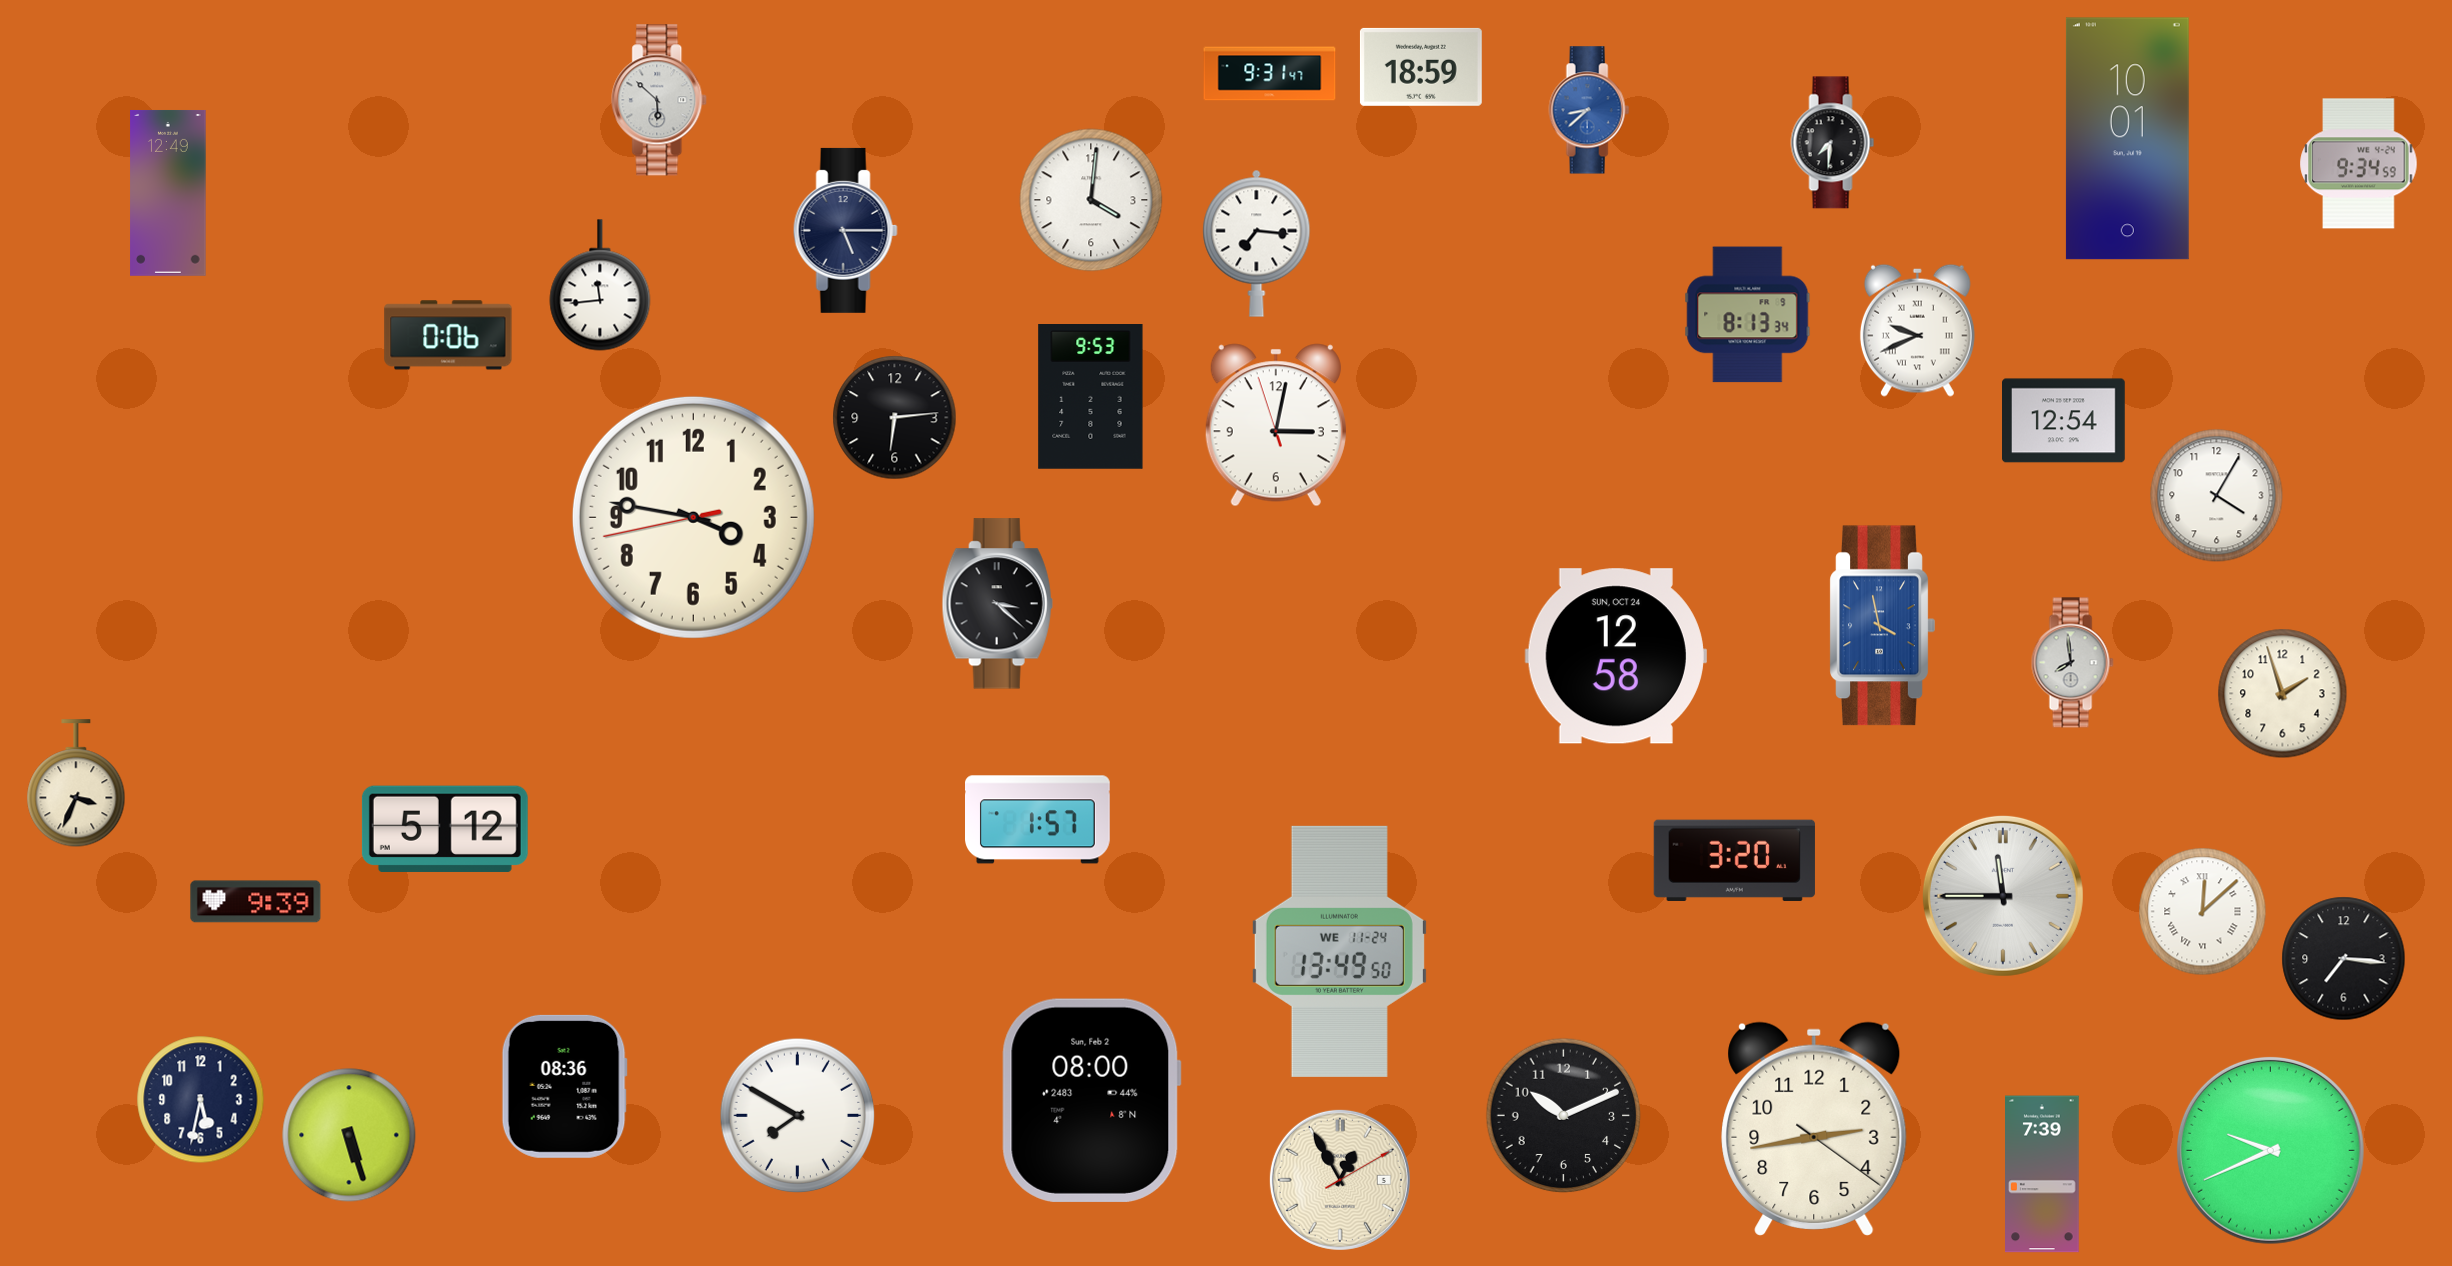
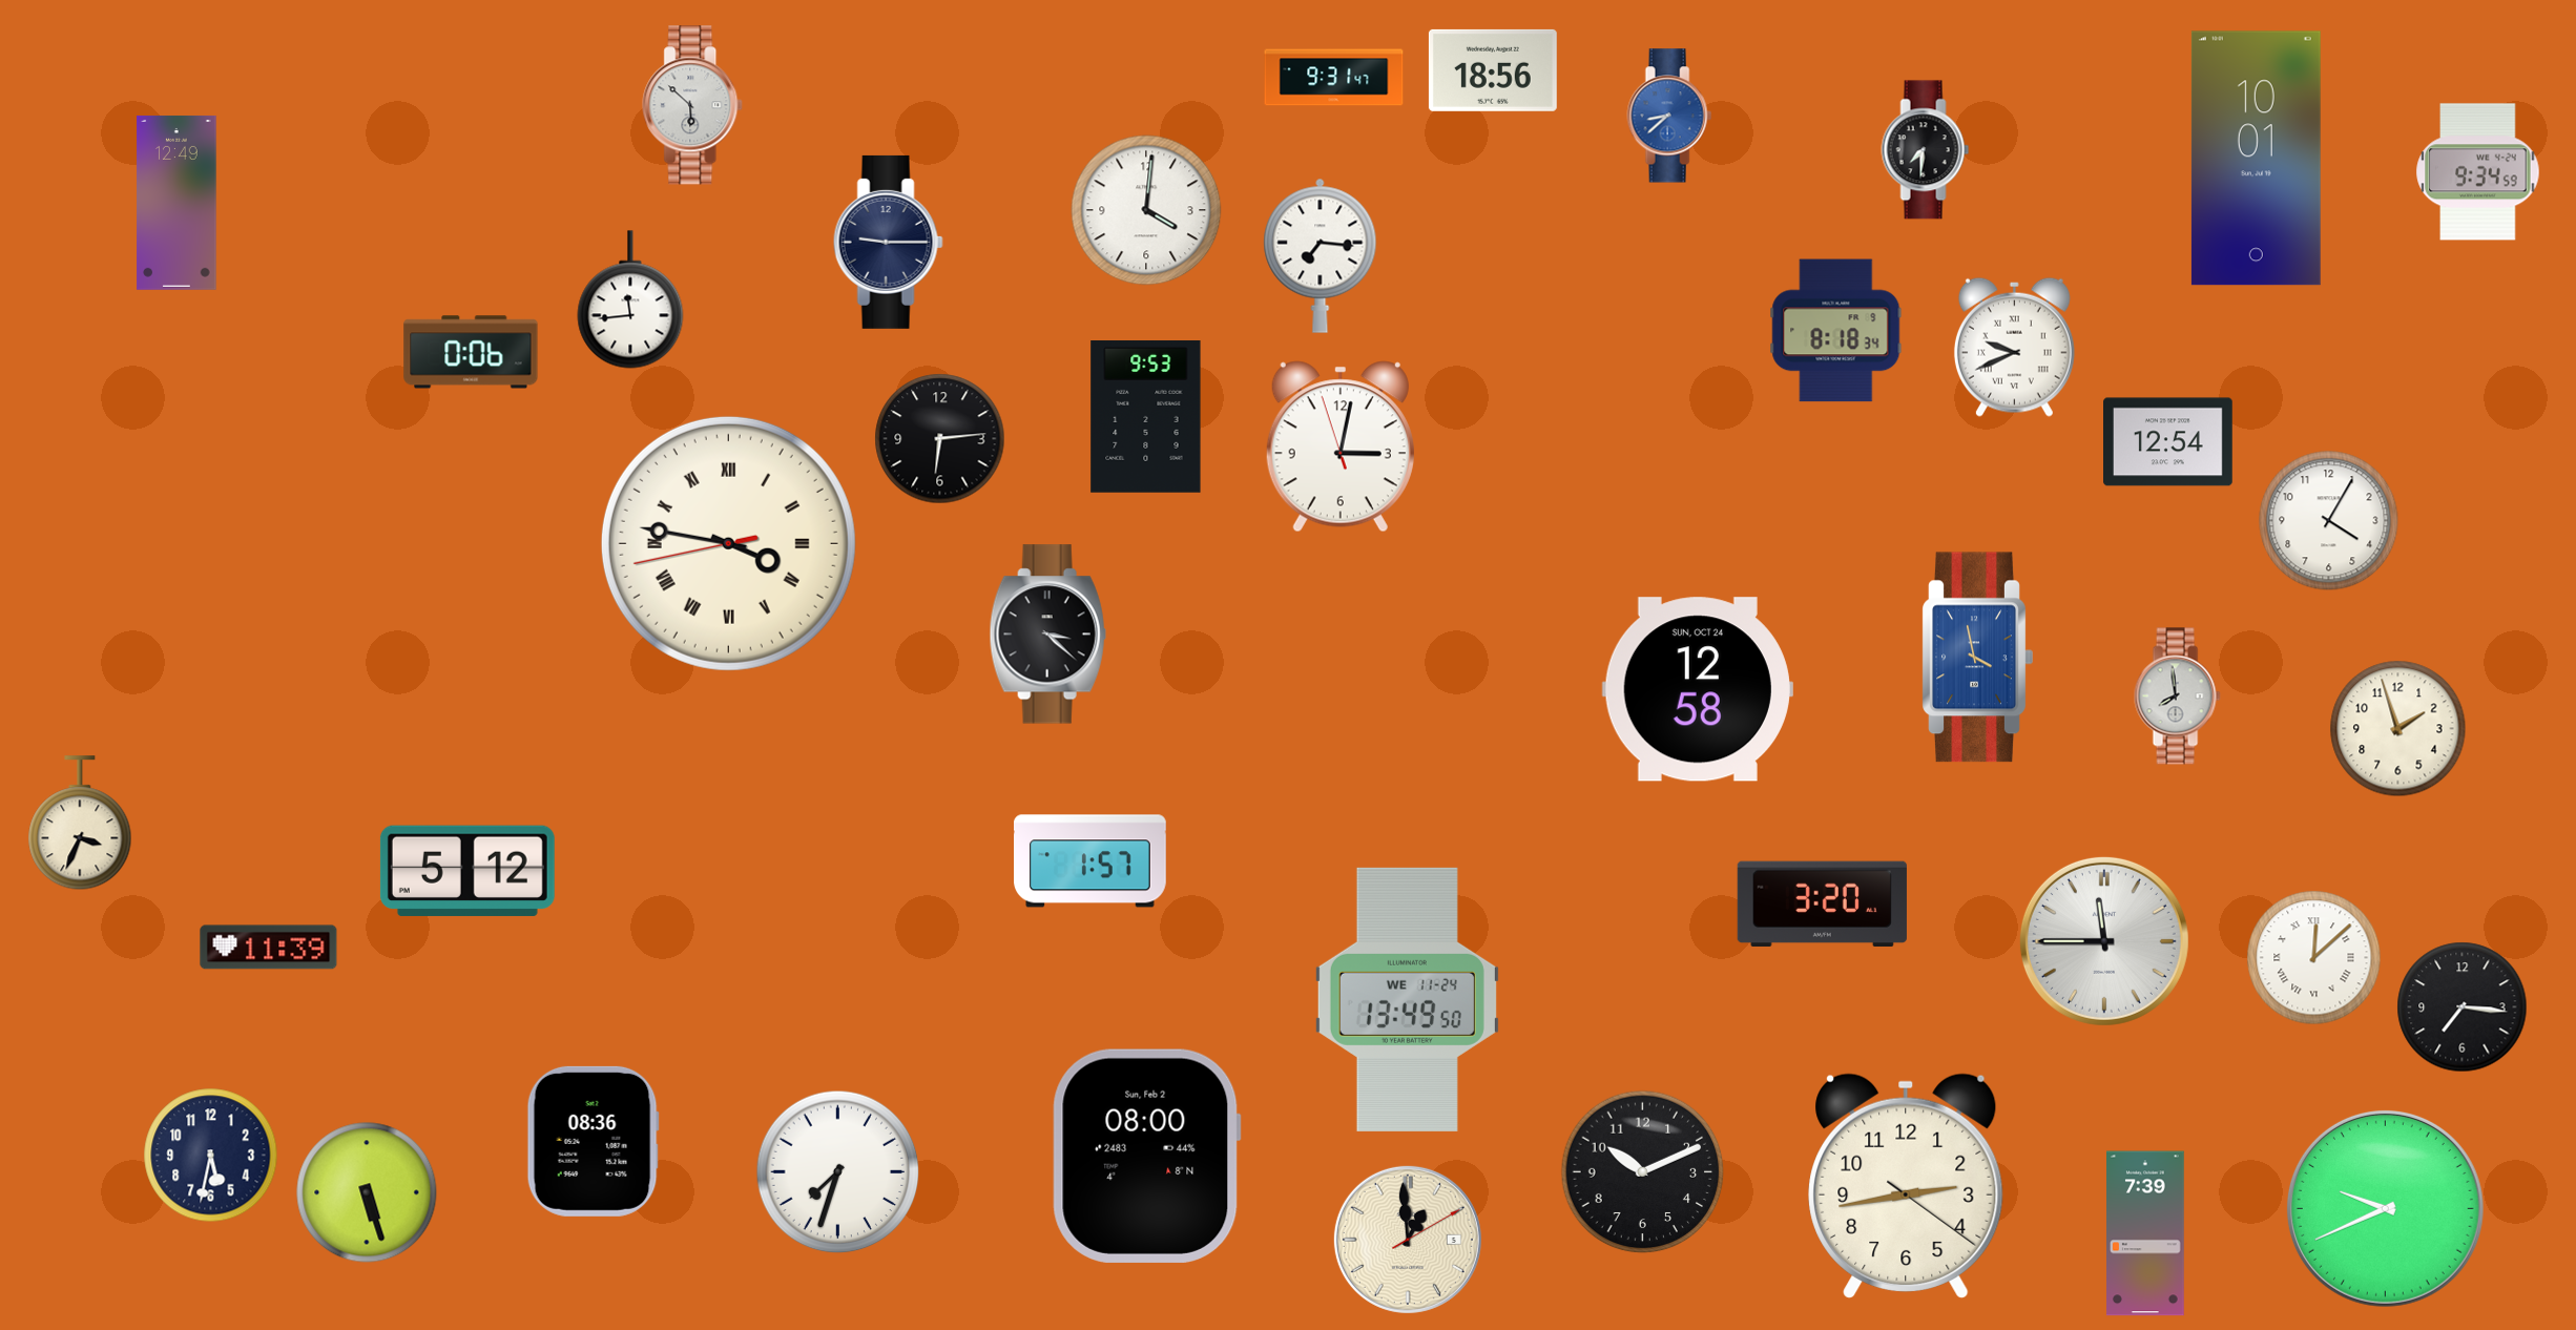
clock at (1421, 67): 18:59 -> 18:56
clock at (2127, 139) position: (2127, 139) -> (2256, 159)
clock at (845, 230): 5:15 -> 9:15
clock at (1748, 315): 8:13 -> 8:18
clock at (693, 517) numerals: Arabic -> Roman
clock at (256, 902): 9:39 -> 11:39
clock at (798, 1116): 7:50 -> 7:33
clock at (1340, 1180): 12:55 -> 12:59
